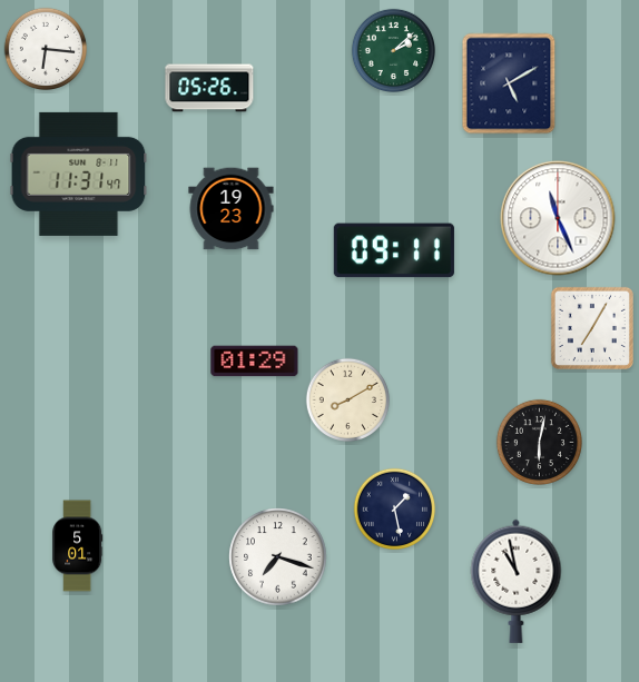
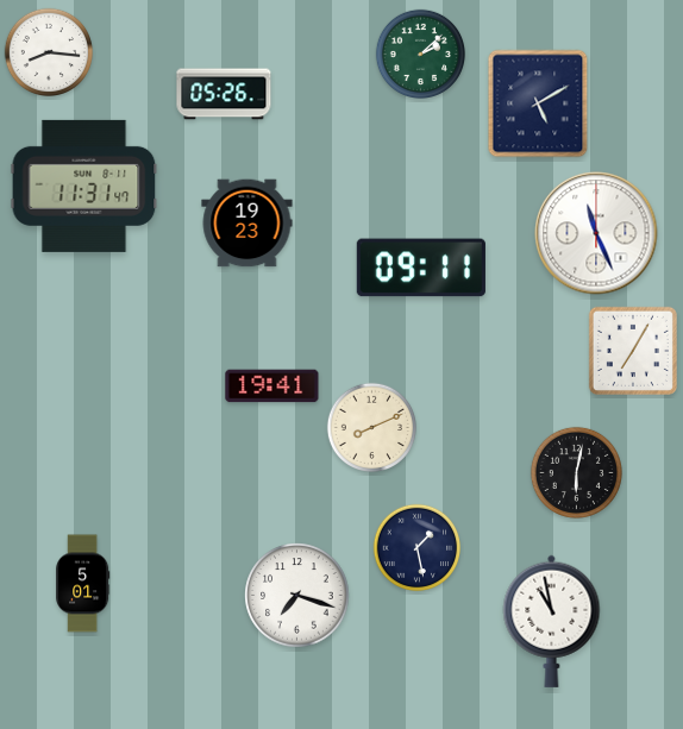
clock at (46, 49): 6:16 -> 8:16
clock at (509, 83) position: (509, 83) -> (538, 103)
clock at (255, 362): 01:29 -> 19:41
clock at (347, 399): 8:10 -> 8:11
clock at (395, 510) position: (395, 510) -> (418, 548)
